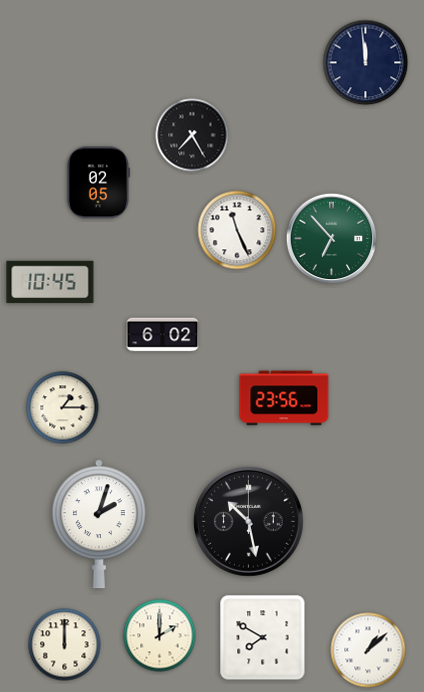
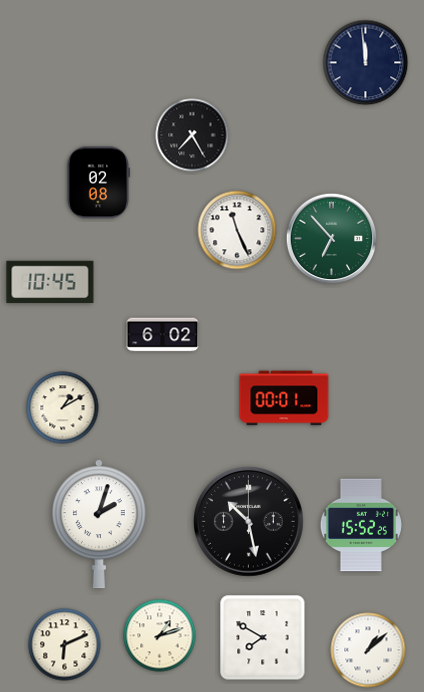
clock at (97, 183): 02:05 -> 02:08
clock at (284, 398): 23:56 -> 00:01
clock at (63, 408): 1:15 -> 1:10
clock at (360, 525): none -> 15:52
clock at (160, 636): 2:00 -> 1:12
clock at (65, 645): 12:00 -> 6:11
